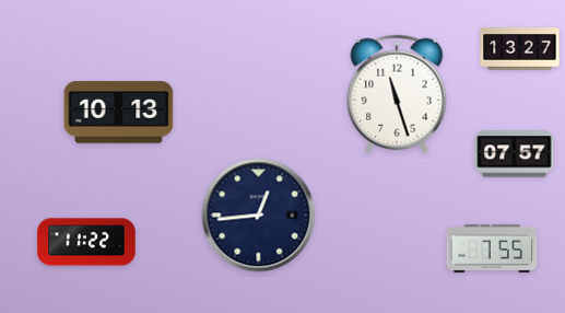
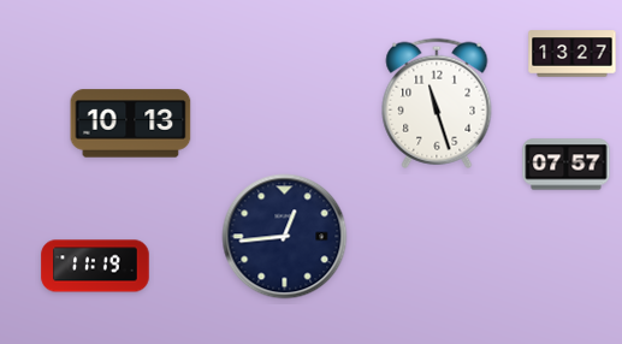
clock at (515, 154) position: (515, 154) -> (567, 165)
clock at (86, 242): 11:22 -> 11:19
clock at (492, 248): 7:55 -> none
